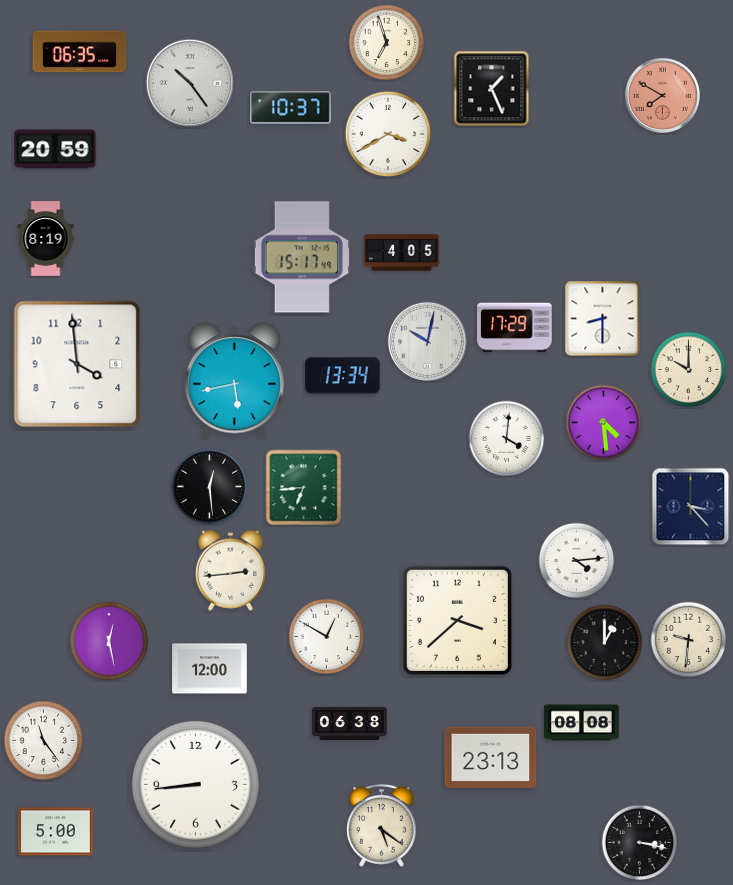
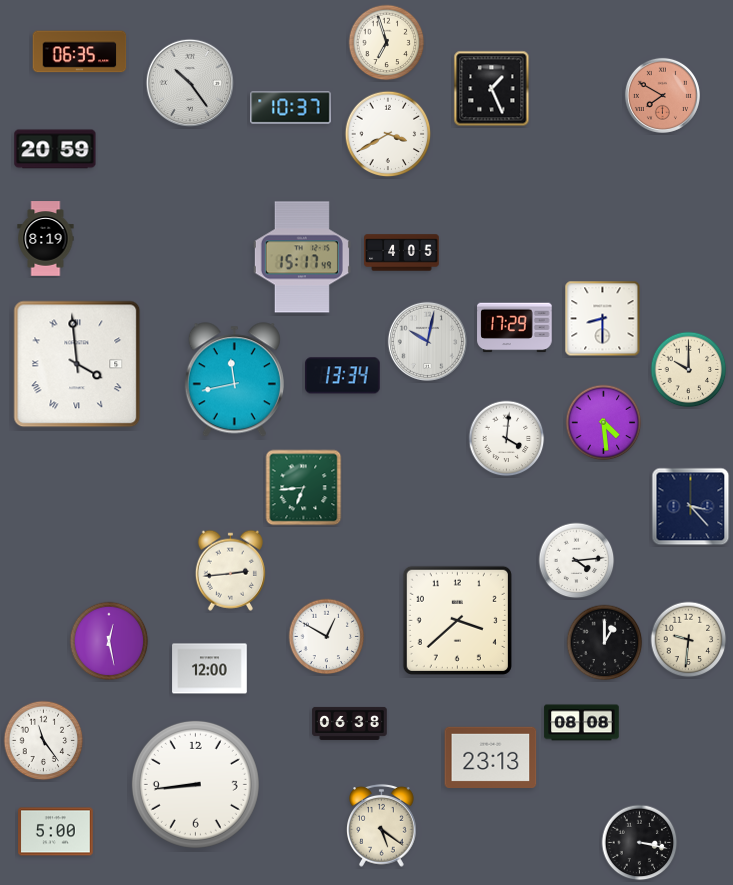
clock at (77, 364) numerals: Arabic -> Roman
clock at (234, 380): 5:43 -> 11:43
clock at (210, 487): 12:29 -> none
